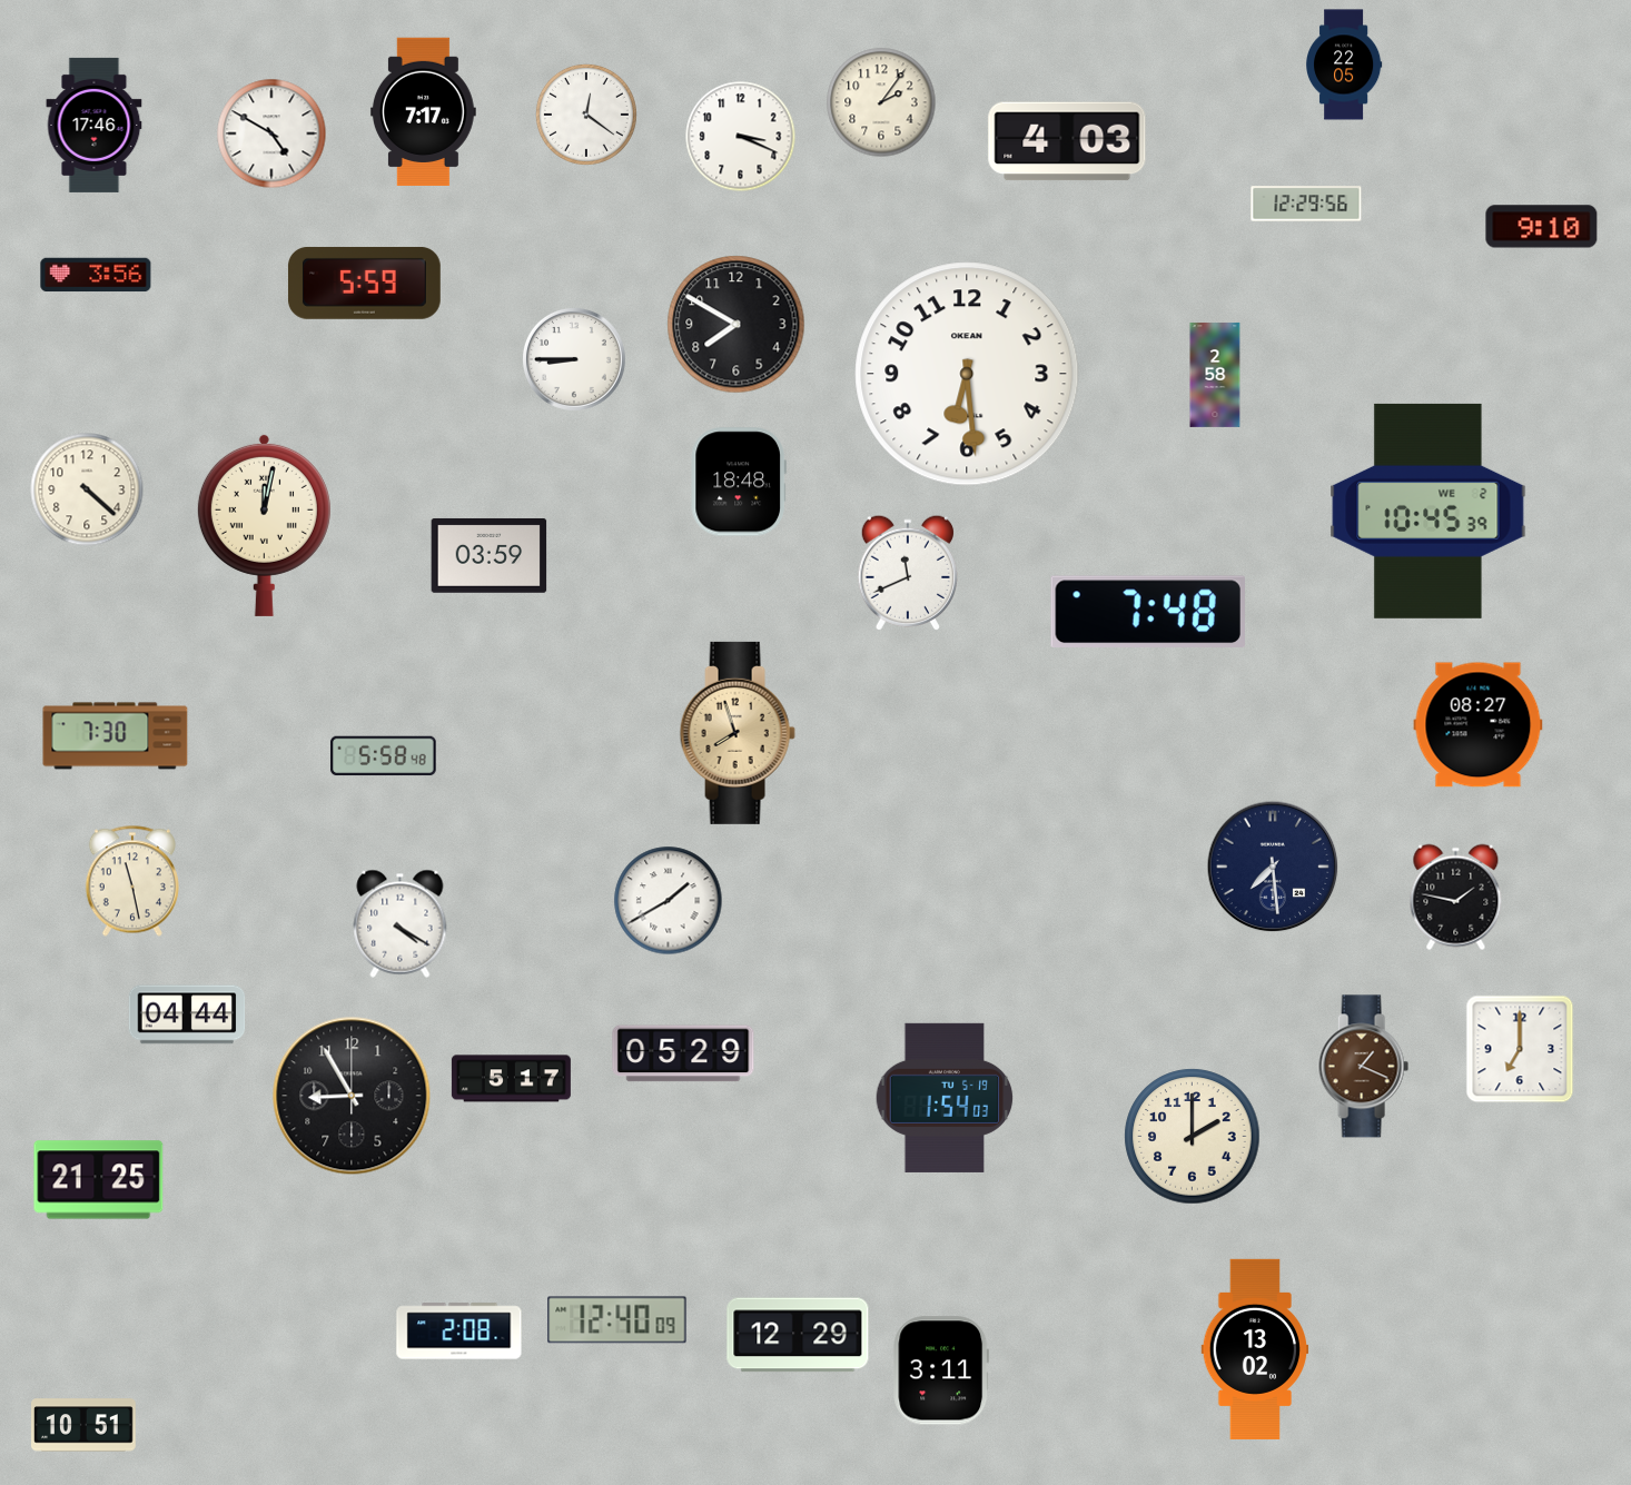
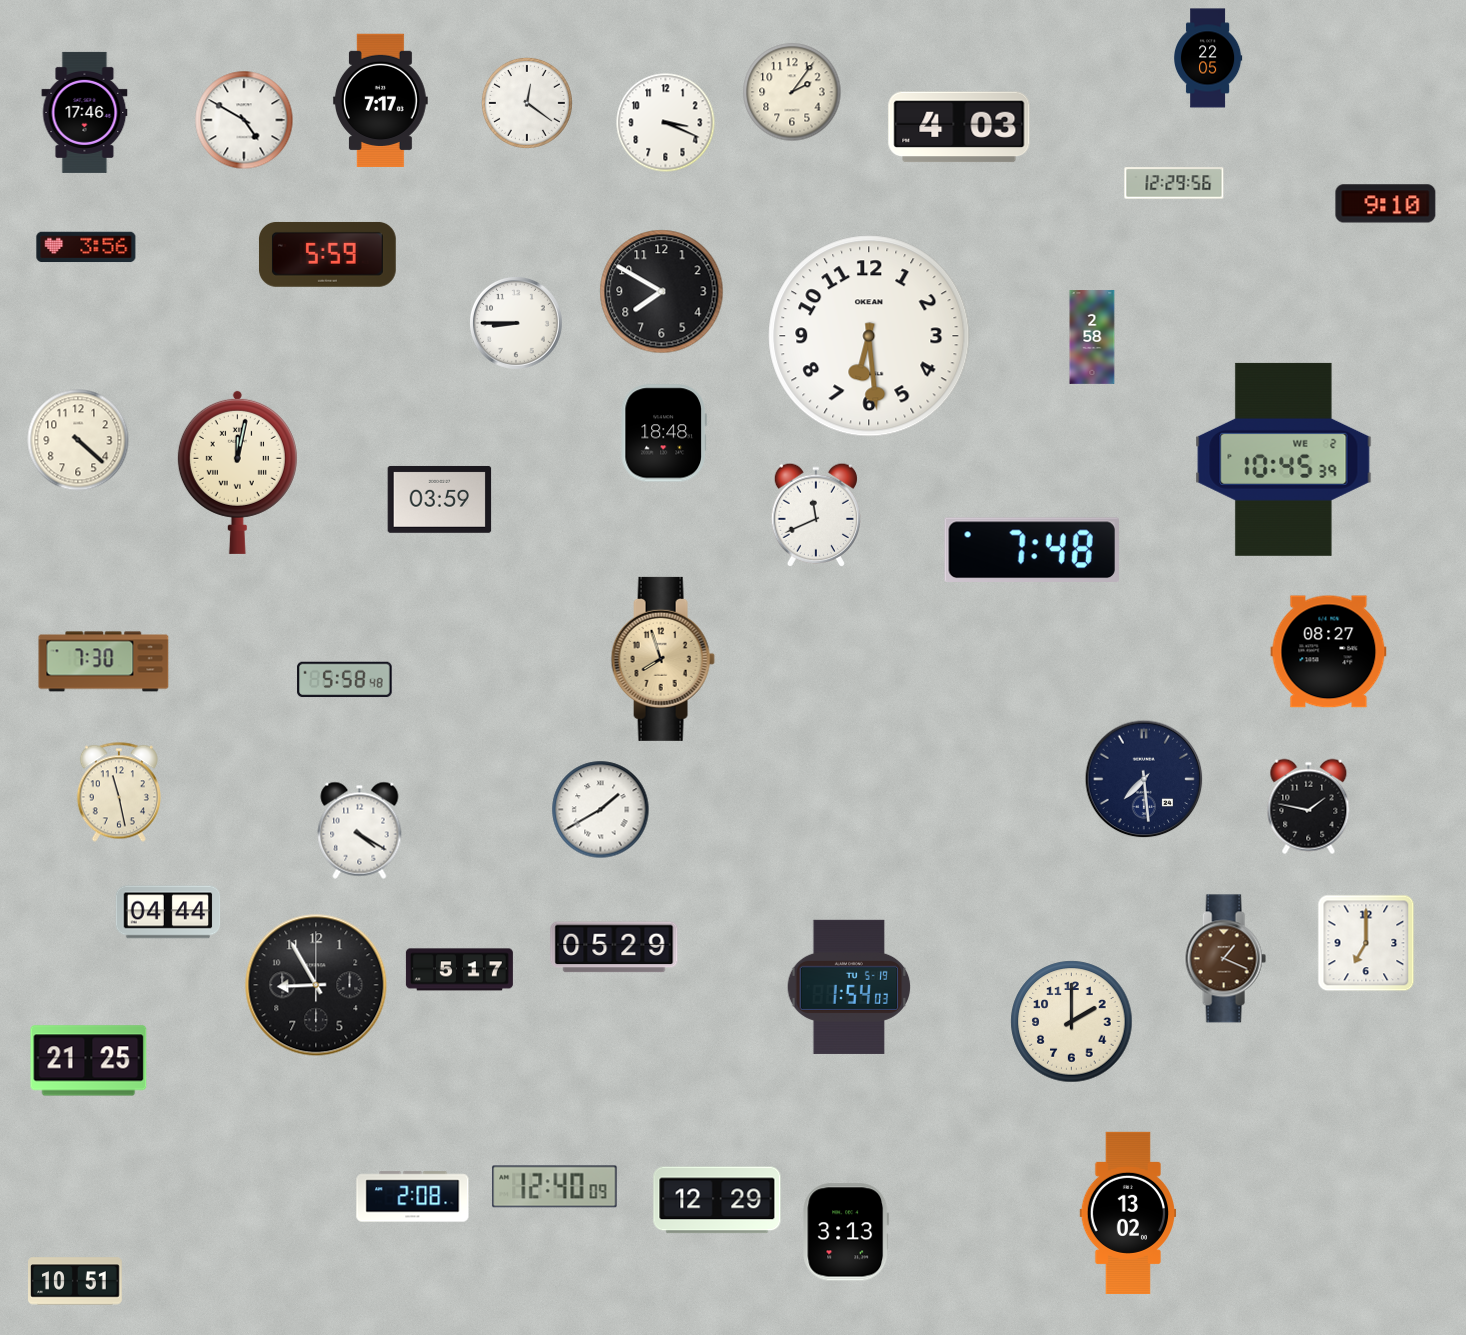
clock at (941, 1370): 3:11 -> 3:13
